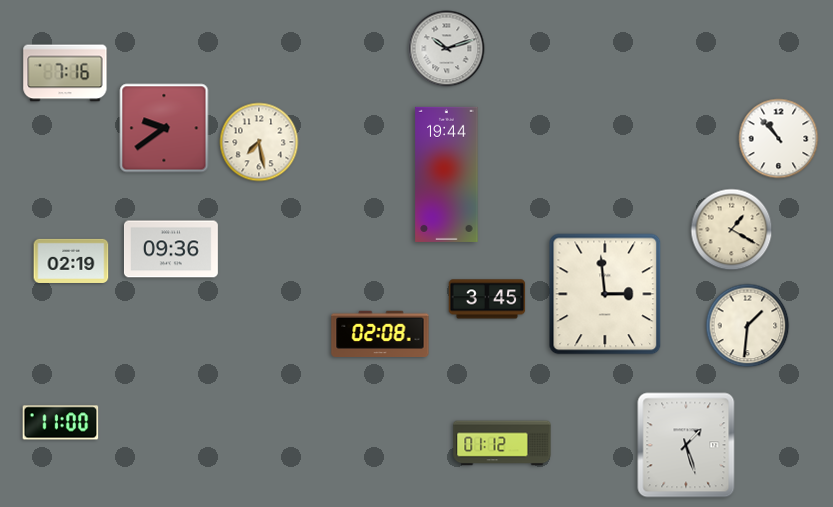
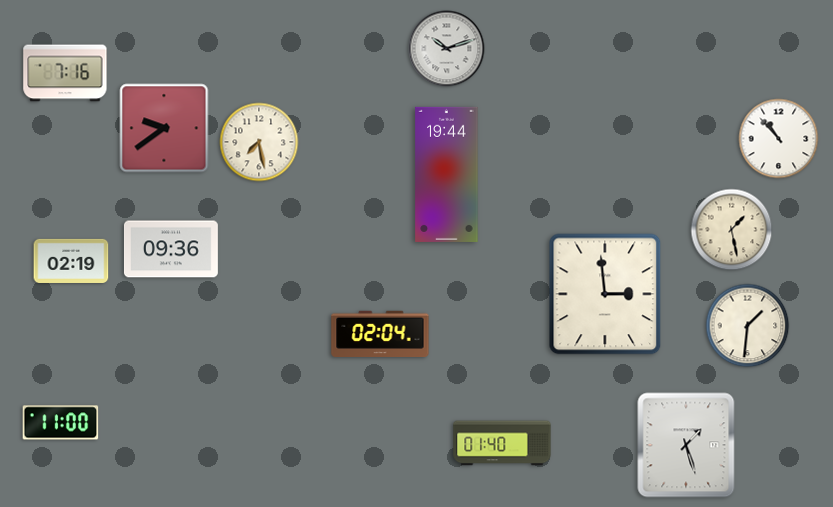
clock at (732, 230): 1:20 -> 1:28
clock at (487, 299): 3:45 -> none
clock at (380, 333): 02:08 -> 02:04
clock at (502, 443): 01:12 -> 01:40
